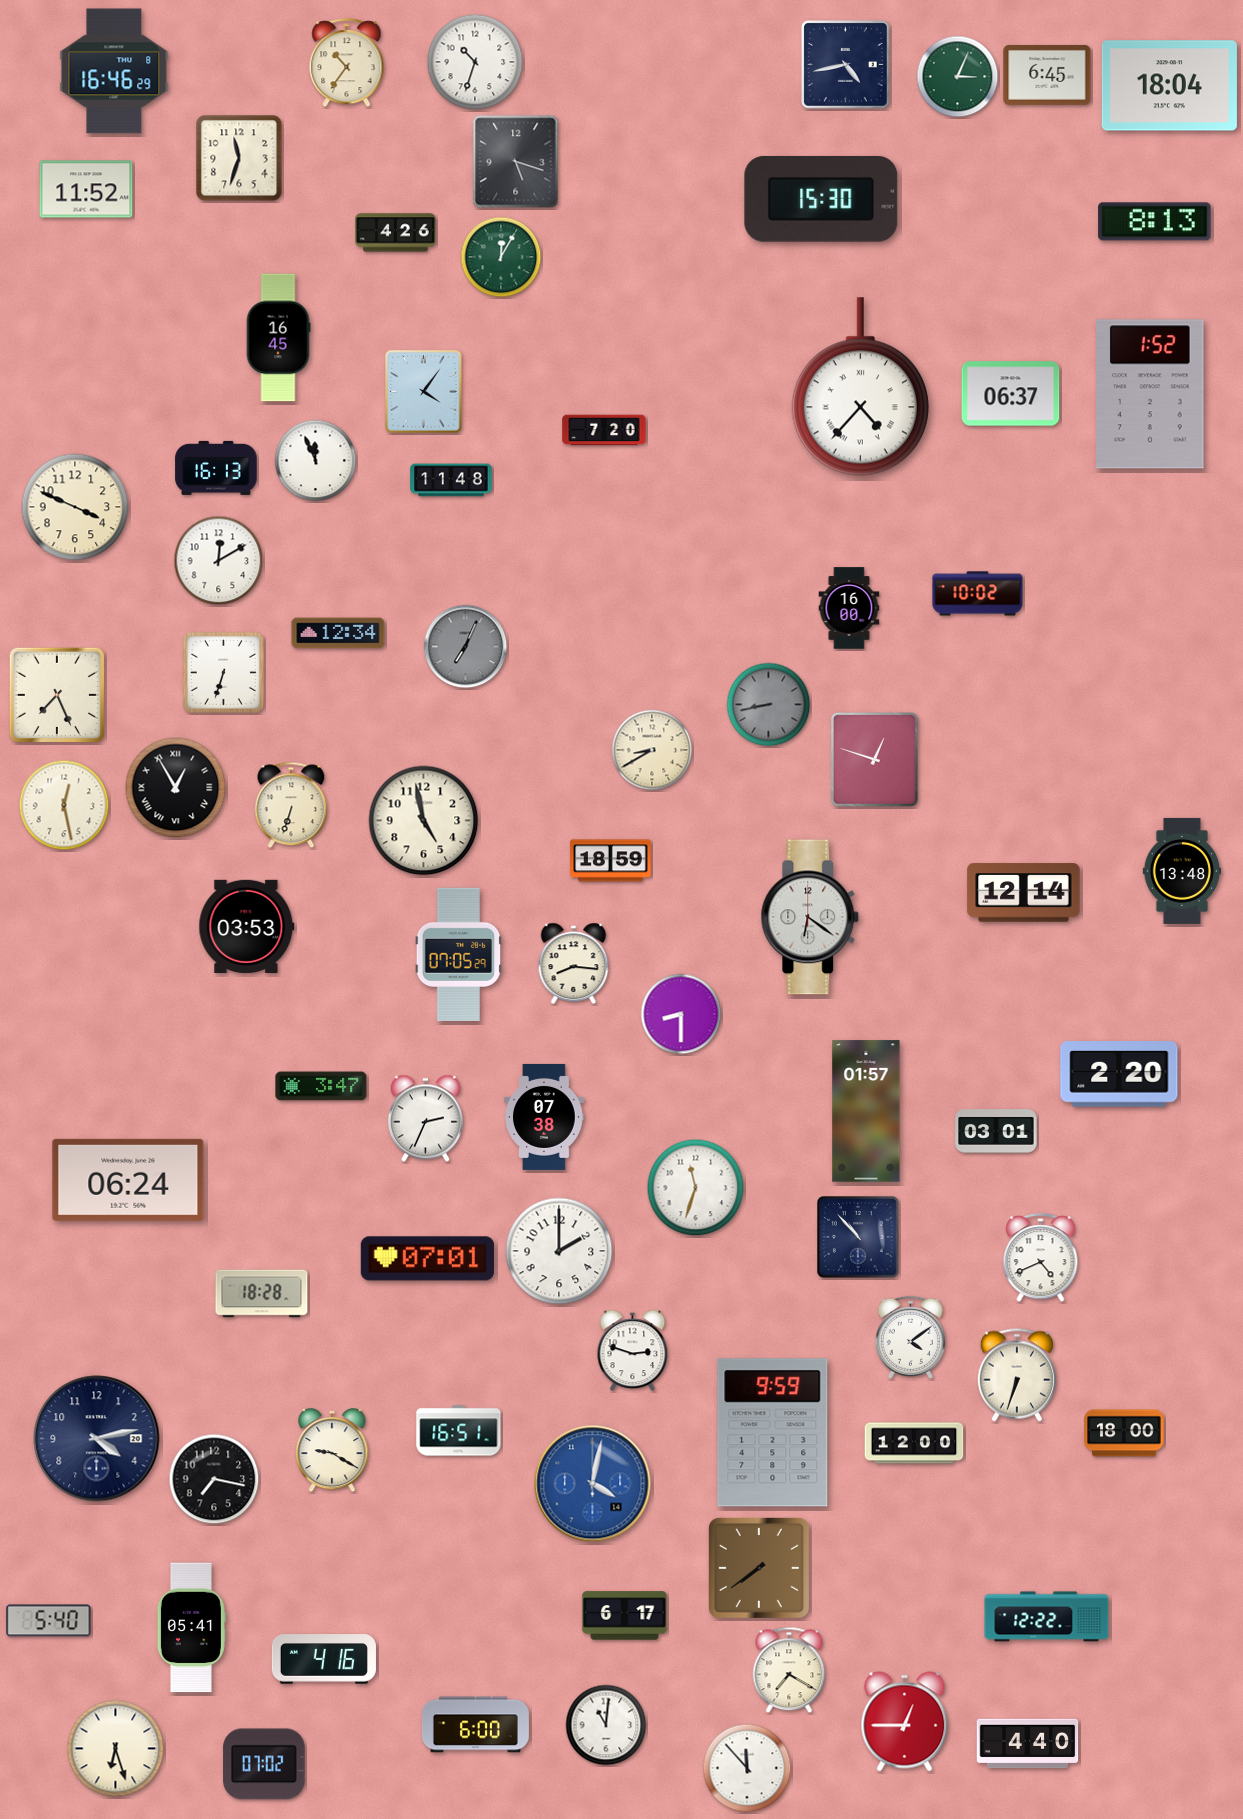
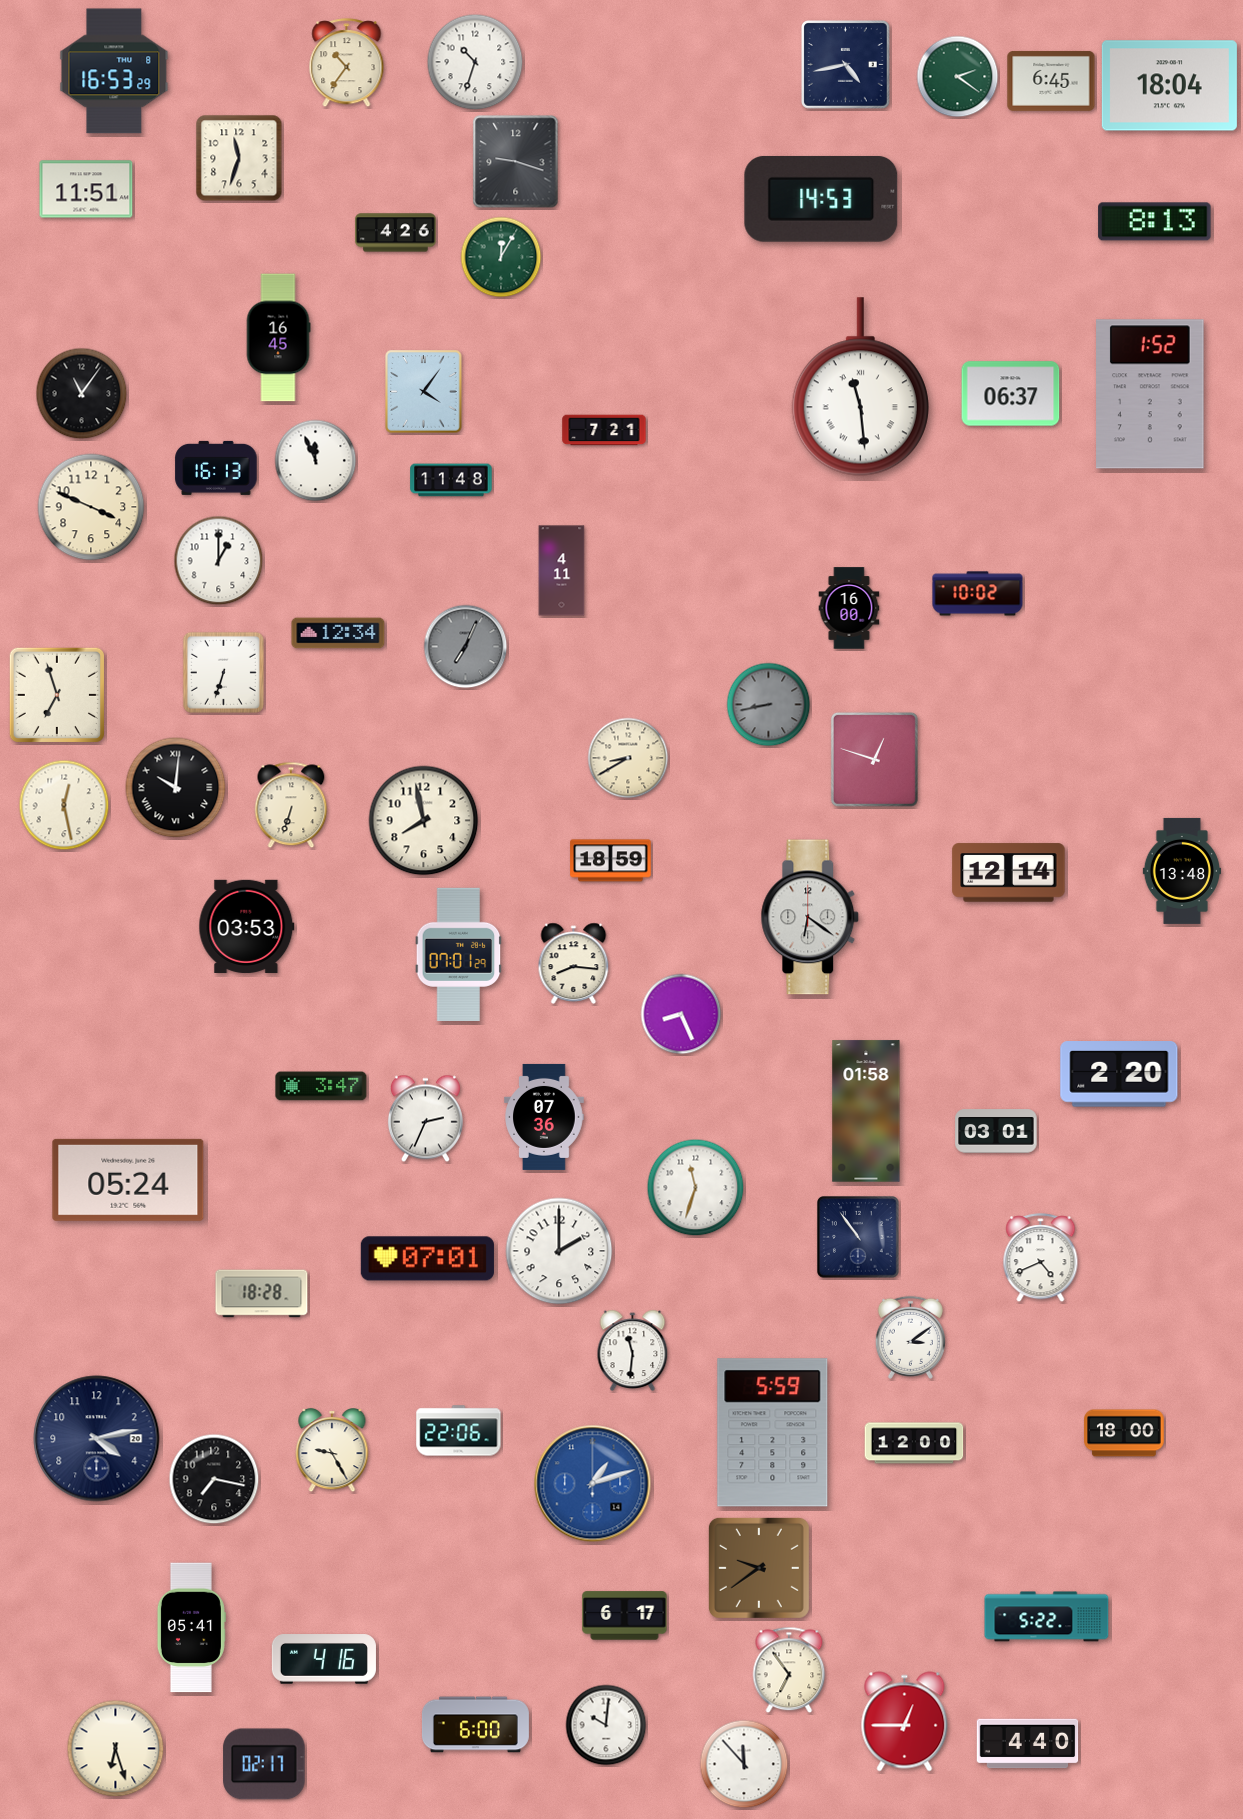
clock at (114, 71): 16:46 -> 16:53
clock at (1047, 75) position: (1047, 75) -> (1051, 81)
clock at (958, 77): 3:04 -> 2:21
clock at (516, 162): 5:18 -> 9:18
clock at (86, 189): 11:52 -> 11:51
clock at (821, 199): 15:30 -> 14:53
clock at (860, 387): 4:37 -> 11:29
clock at (82, 394): none -> 11:06
clock at (604, 430): 7:20 -> 7:21
clock at (75, 507) position: (75, 507) -> (91, 507)
clock at (219, 561): 12:10 -> 1:00
clock at (562, 571): none -> 4:11
clock at (57, 695): 7:26 -> 6:57
clock at (652, 750) position: (652, 750) -> (628, 758)
clock at (176, 788): 12:55 -> 10:01
clock at (424, 821): 4:58 -> 7:58
clock at (1024, 893) position: (1024, 893) -> (1009, 873)
clock at (459, 954): 07:05 -> 07:01
clock at (681, 1014): 8:30 -> 8:26
clock at (866, 1111): 01:57 -> 01:58
clock at (544, 1117): 07:38 -> 07:36
clock at (128, 1180): 06:24 -> 05:24
clock at (859, 1238): 10:53 -> 10:54
clock at (910, 1337): 4:09 -> 3:09
clock at (633, 1351): 2:48 -> 11:31
clock at (1017, 1375): 6:33 -> none
clock at (459, 1431): 16:51 -> 22:06
clock at (773, 1433): 9:59 -> 5:59
clock at (332, 1450): 9:20 -> 9:25
clock at (593, 1484): 4:02 -> 1:12
clock at (759, 1568): 7:39 -> 9:39
clock at (1047, 1617): 12:22 -> 5:22
clock at (49, 1621): 5:40 -> none
clock at (789, 1670): 7:20 -> 6:54
clock at (606, 1725): 11:01 -> 10:01
clock at (264, 1764): 07:02 -> 02:17
clock at (747, 1768) position: (747, 1768) -> (744, 1764)
